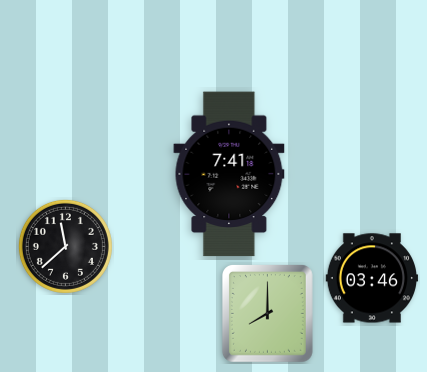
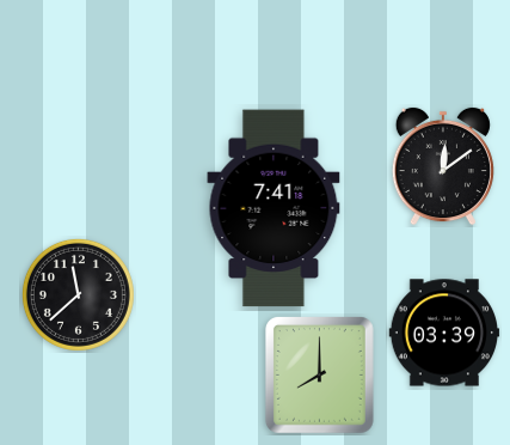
clock at (443, 166): none -> 12:09
clock at (372, 278): 03:46 -> 03:39
